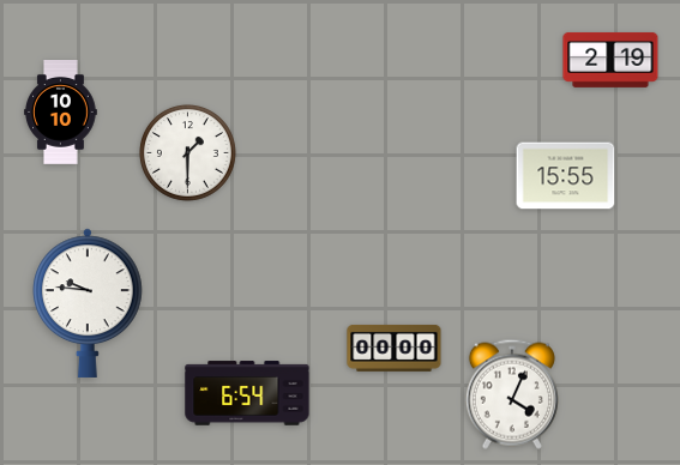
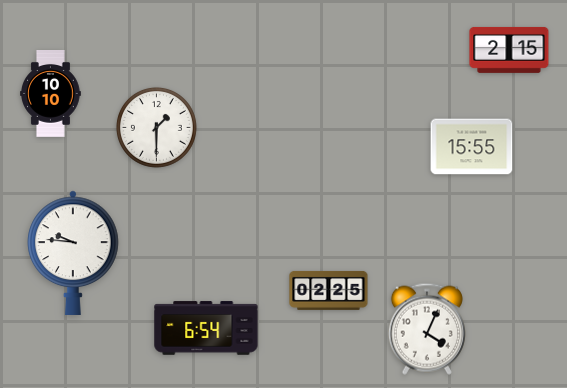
clock at (610, 60): 2:19 -> 2:15
clock at (395, 348): 00:00 -> 02:25
